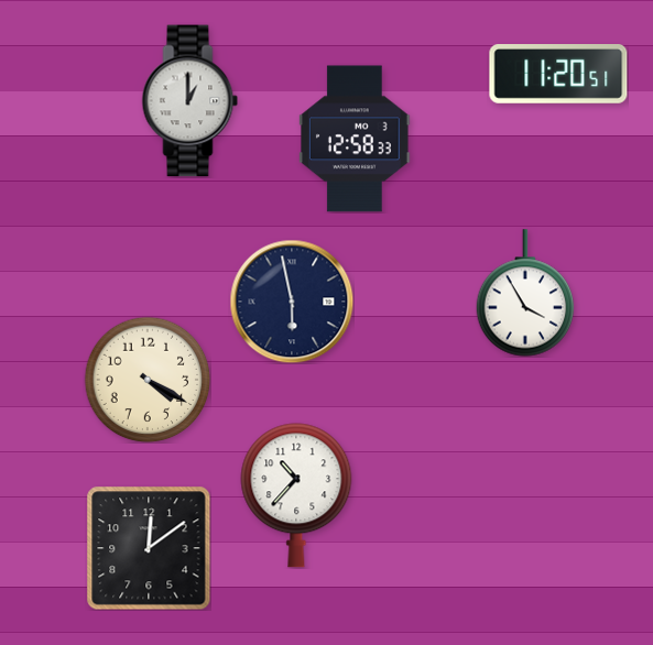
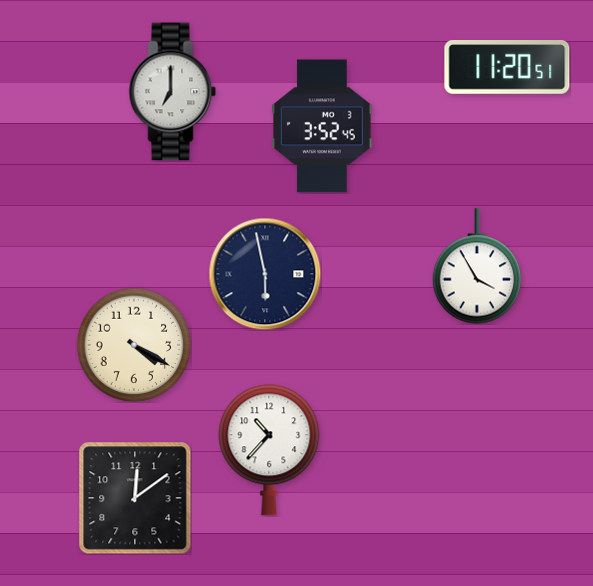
clock at (191, 101): 1:00 -> 7:00
clock at (356, 139): 12:58 -> 3:52
